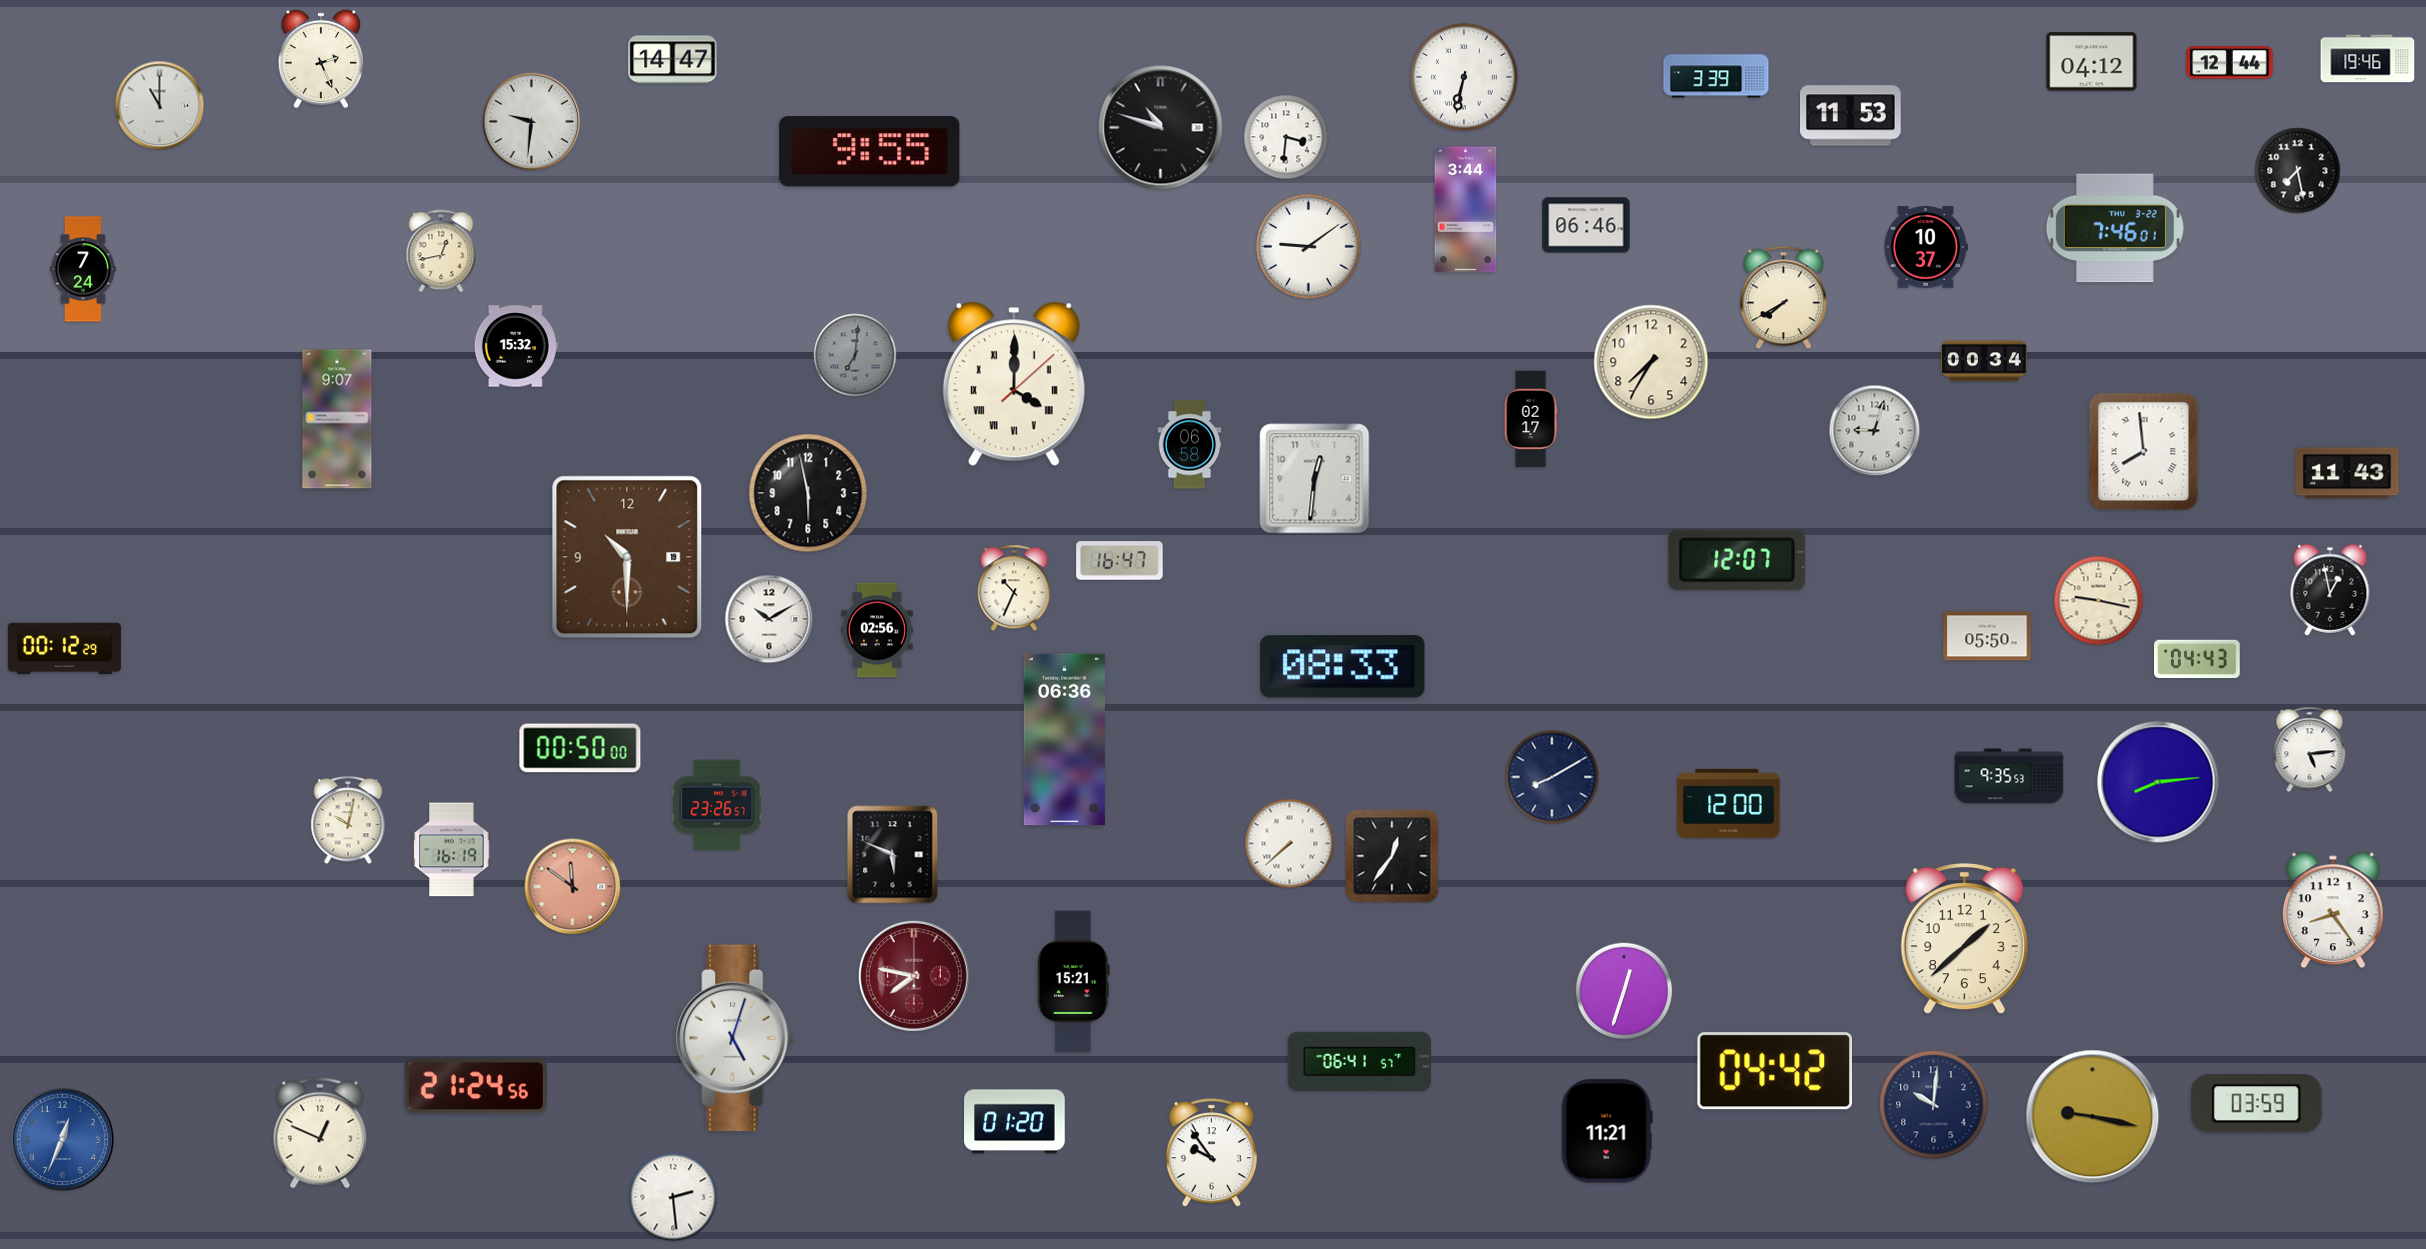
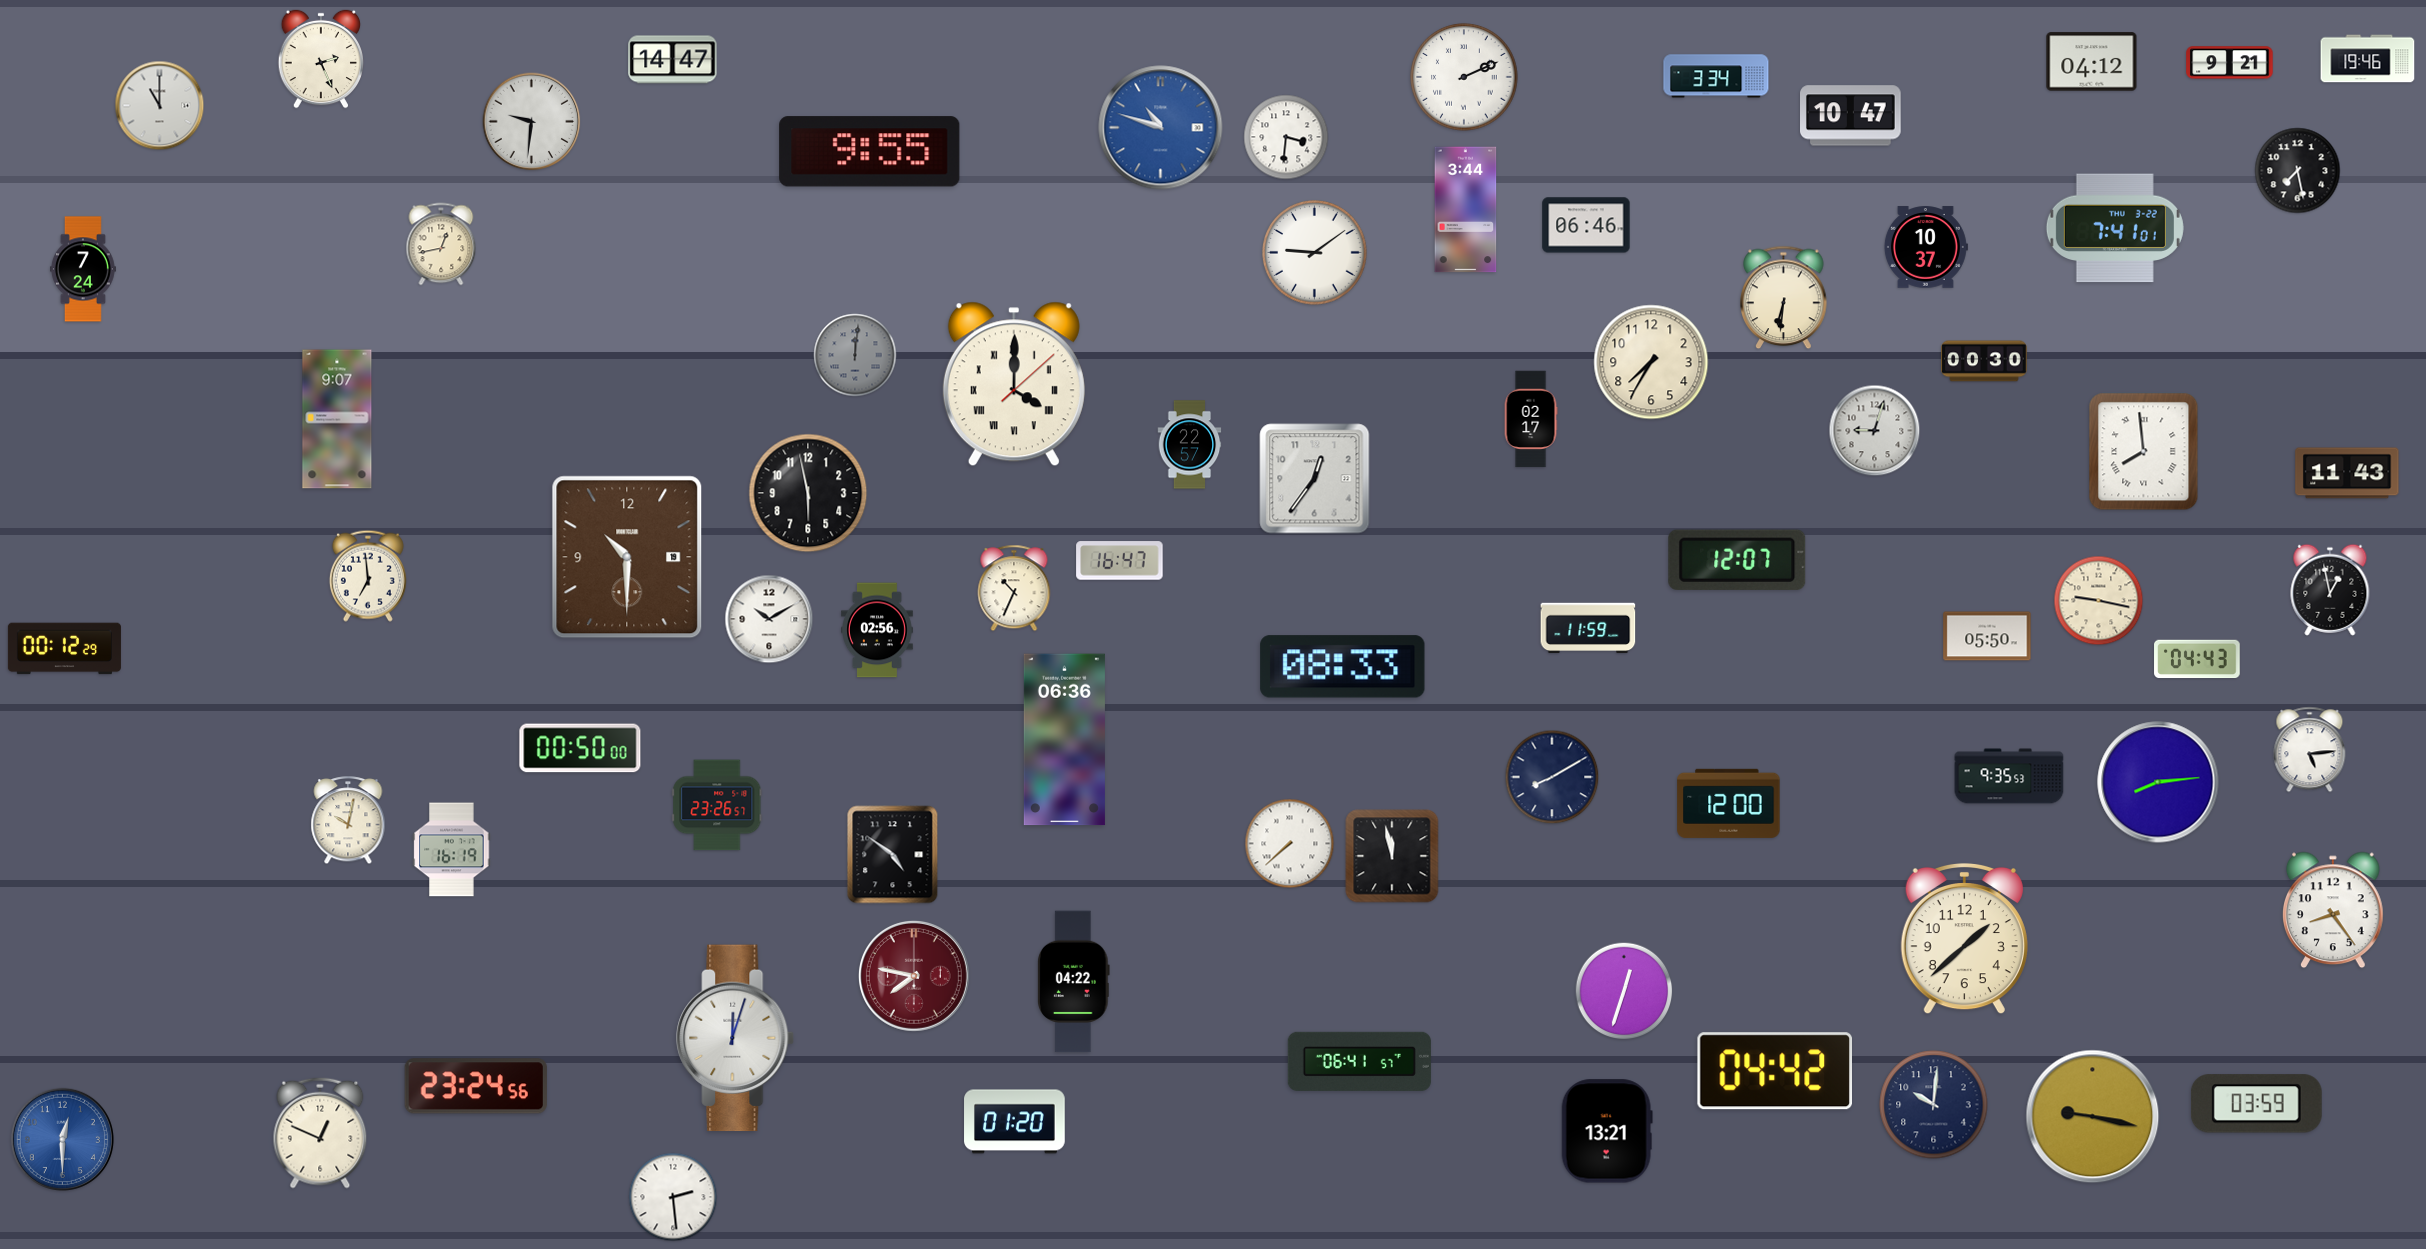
clock at (2230, 63): 12:44 -> 9:21
clock at (1716, 76): 3:39 -> 3:34
clock at (1464, 77): 6:32 -> 2:11
clock at (1851, 116): 11:53 -> 10:47
clock at (1161, 128) dial: black -> blue
clock at (2115, 228): 7:46 -> 7:41
clock at (1309, 247) position: (1309, 247) -> (1315, 253)
clock at (441, 251) position: (441, 251) -> (441, 244)
clock at (1784, 298): 7:40 -> 6:31
clock at (516, 346): 15:32 -> none
clock at (855, 355): 7:01 -> 12:01
clock at (1984, 361): 00:34 -> 00:30
clock at (1190, 445): 06:58 -> 22:57
clock at (1315, 479): 12:31 -> 12:36
clock at (368, 576): none -> 6:59
clock at (1588, 628): none -> 11:59
clock at (893, 855): 5:49 -> 4:51
clock at (1392, 856): 12:36 -> 11:58
clock at (573, 887): 11:51 -> none
clock at (1074, 982): 15:21 -> 04:22
clock at (736, 1038): 5:03 -> 12:03
clock at (476, 1086): 21:24 -> 23:24
clock at (1607, 1131): 11:21 -> 13:21
clock at (62, 1139): 12:34 -> 12:30
clock at (1211, 1153): 9:54 -> none
